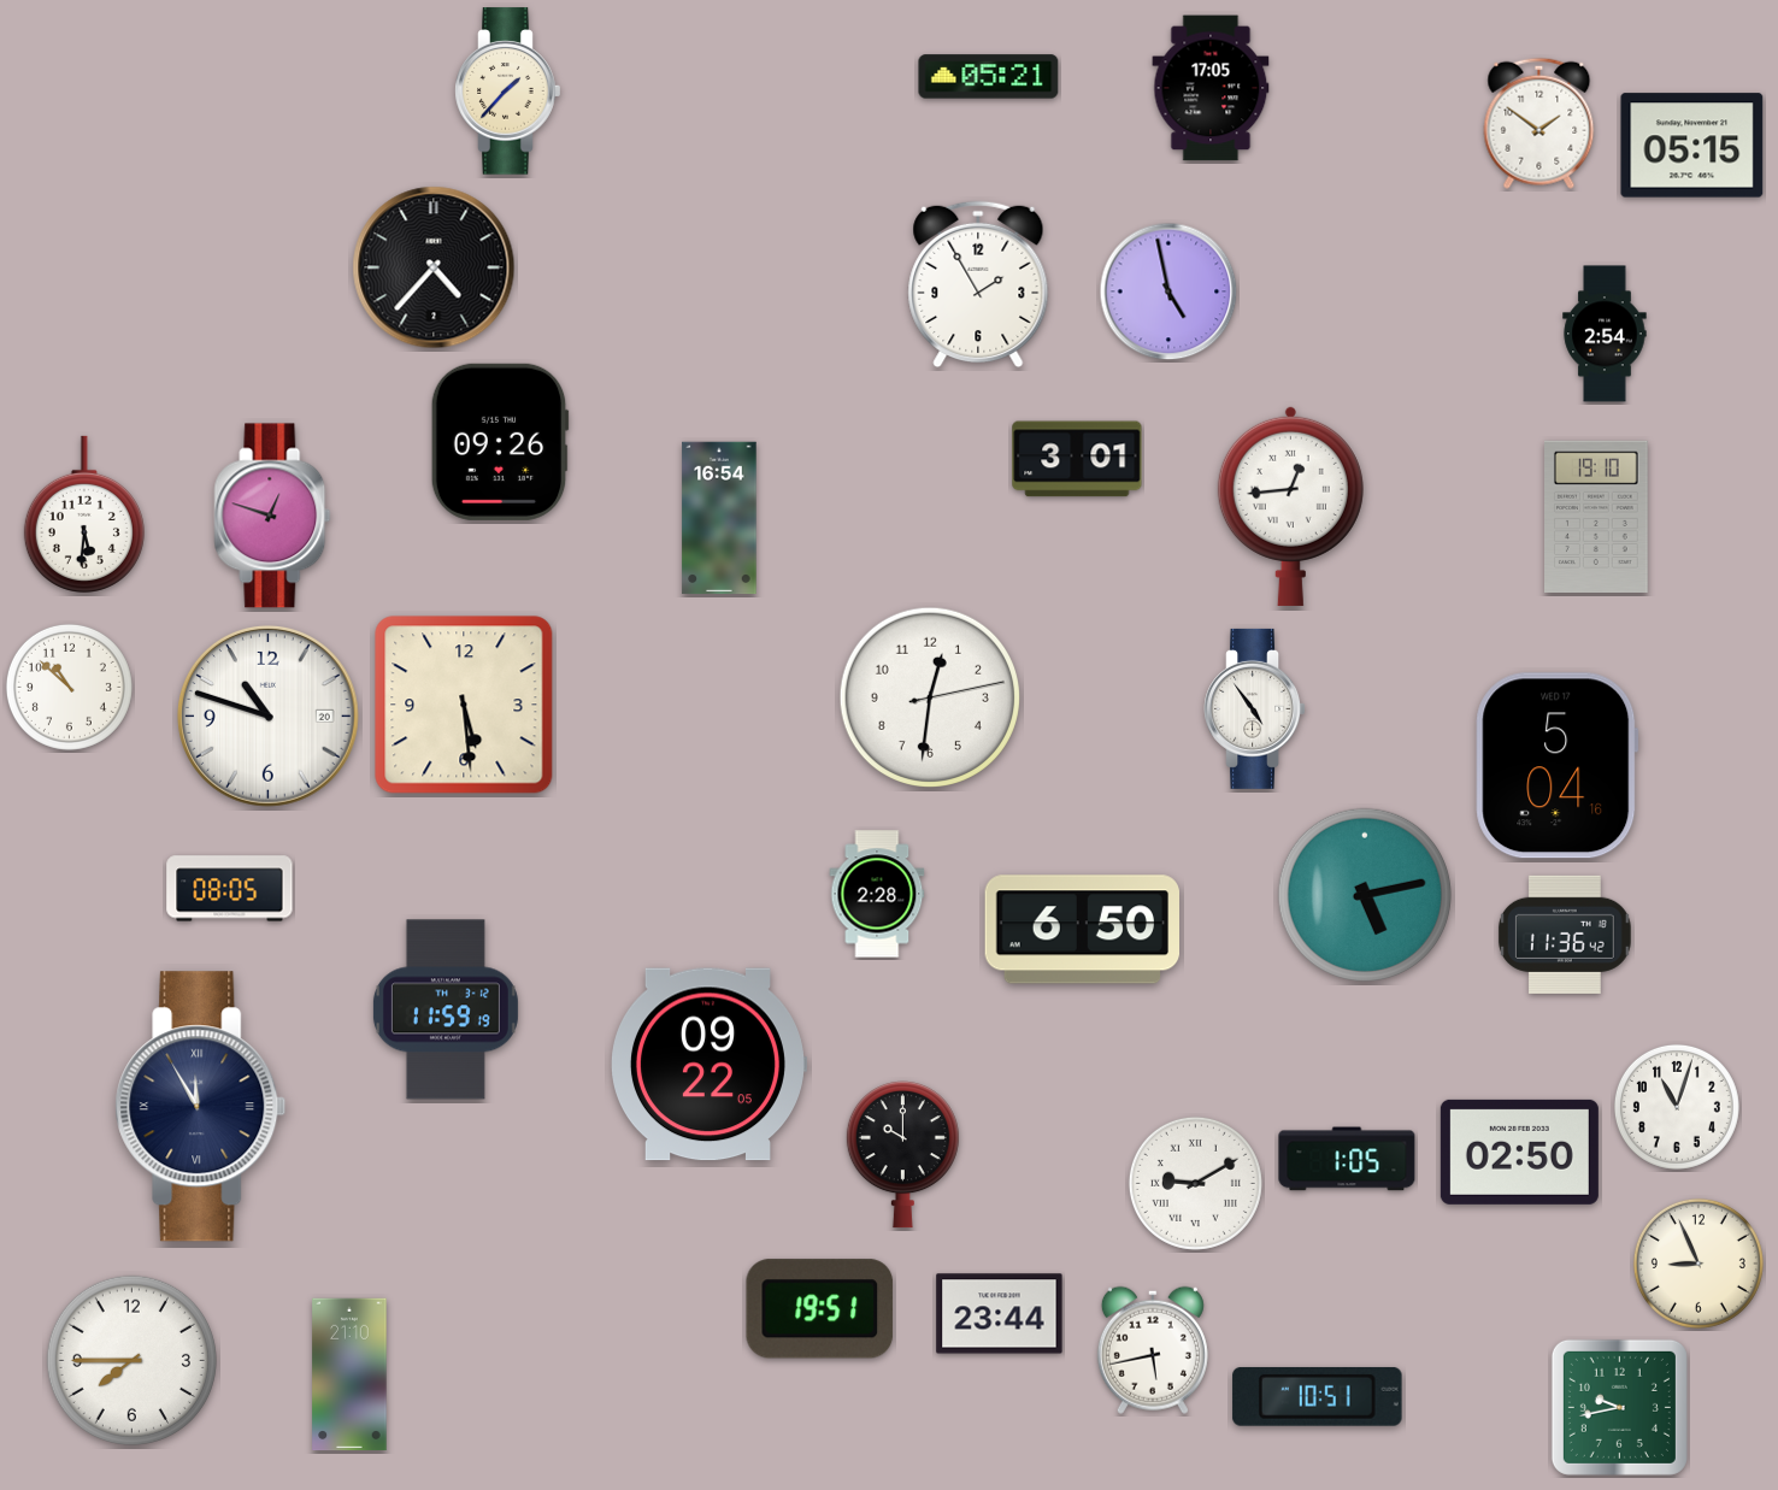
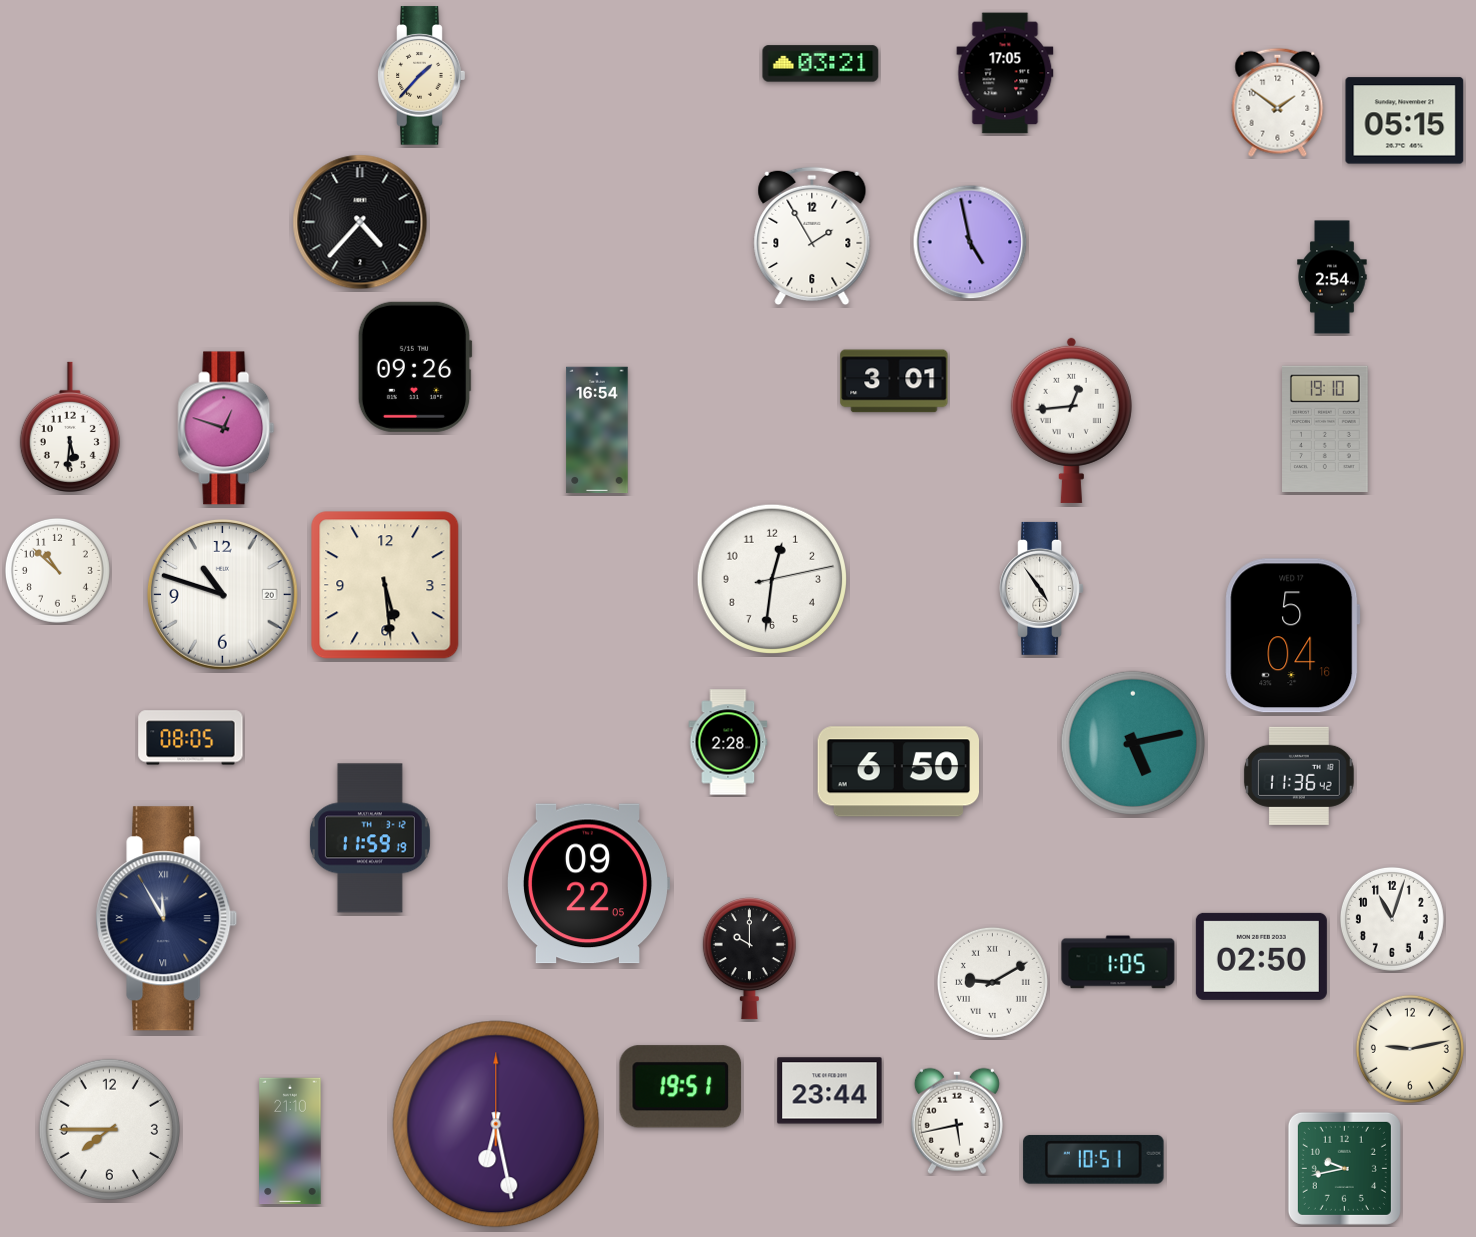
clock at (989, 77): 05:21 -> 03:21
clock at (1698, 1264): 8:56 -> 9:13
clock at (496, 1124): none -> 6:28
